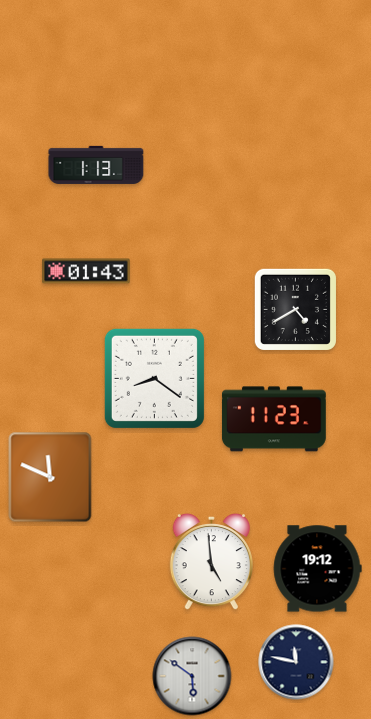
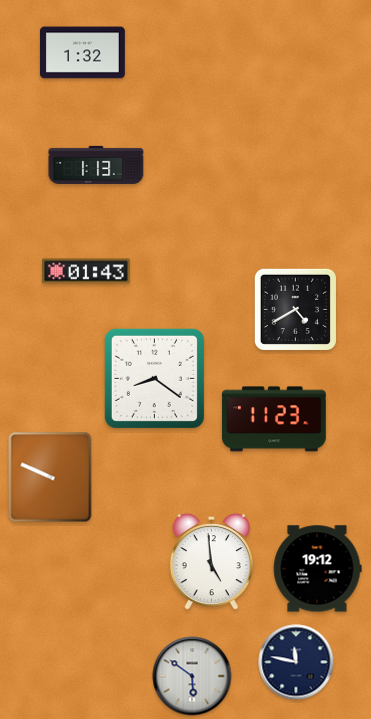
clock at (82, 53): none -> 1:32
clock at (50, 477): 11:49 -> 9:49
